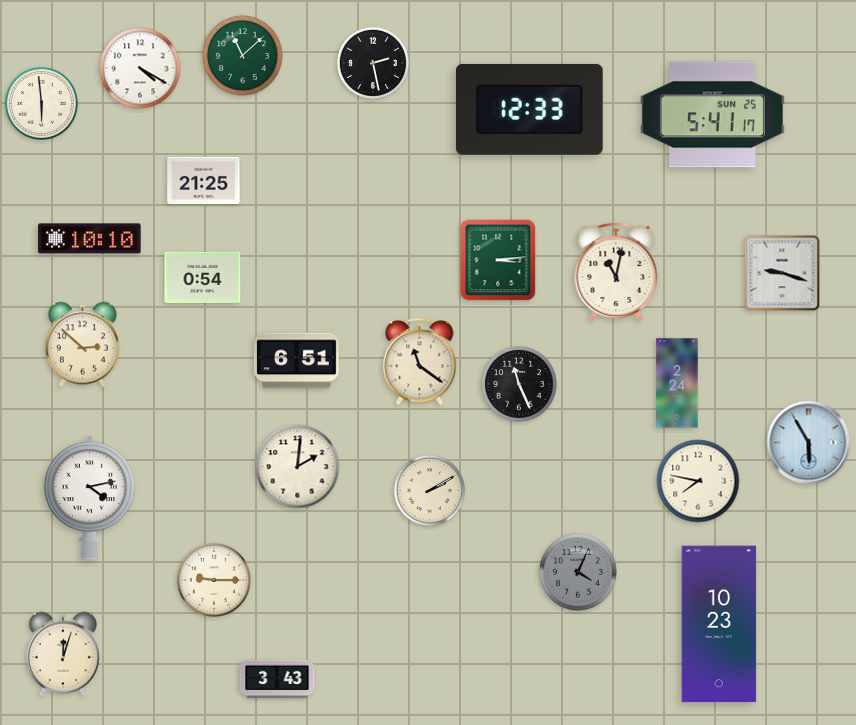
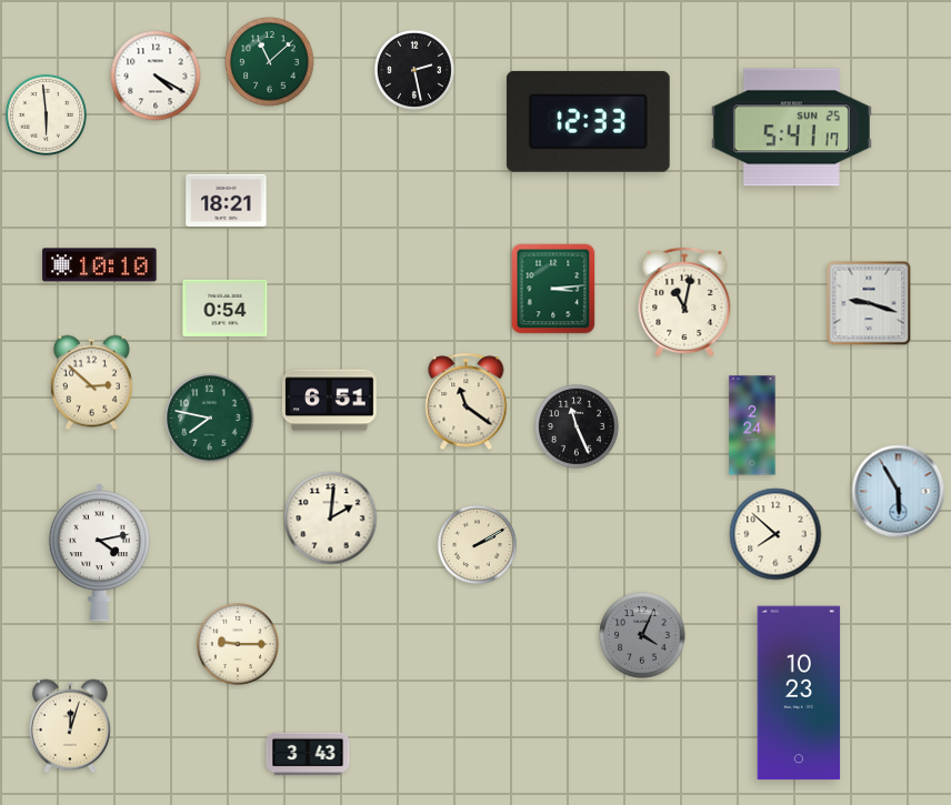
clock at (204, 181): 21:25 -> 18:21
clock at (210, 419): none -> 7:47
clock at (698, 481): 7:47 -> 7:52
